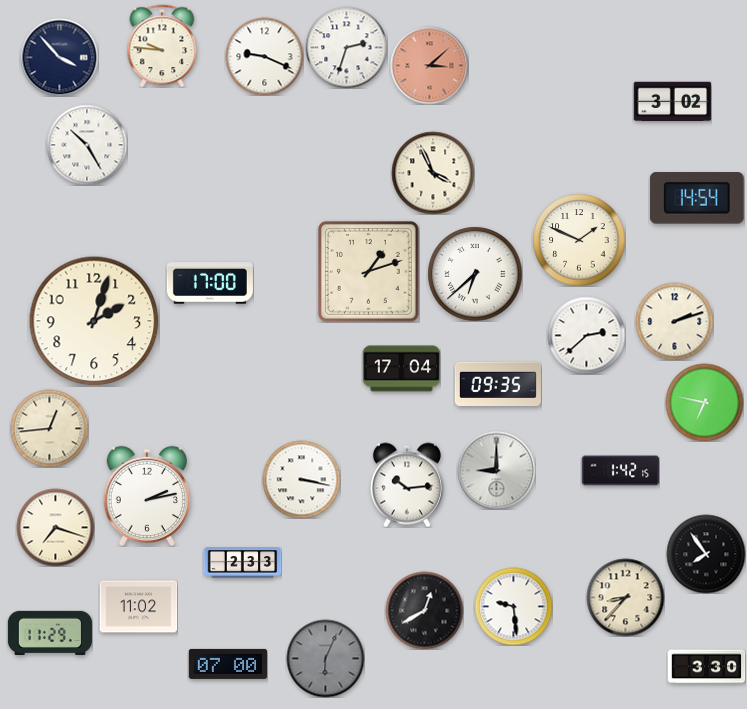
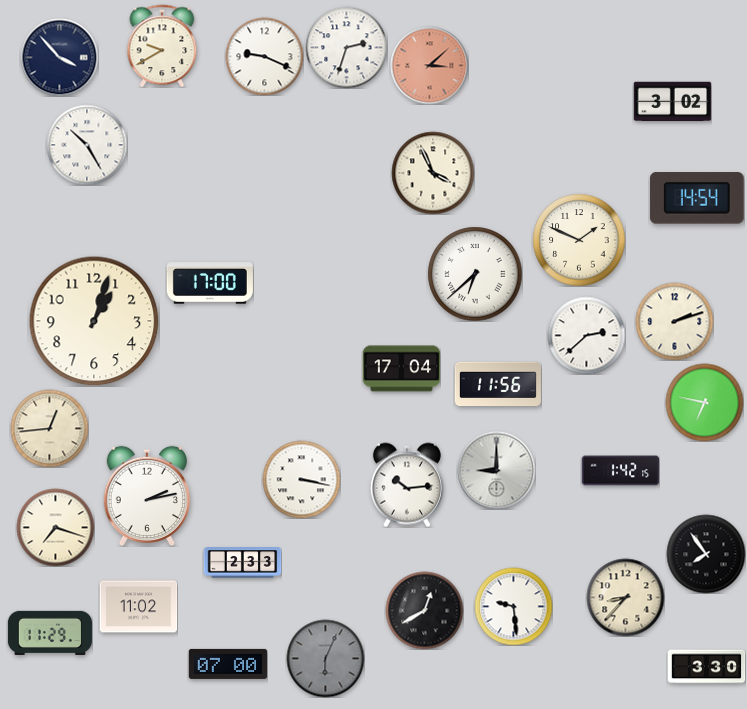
clock at (162, 46): 9:46 -> 9:40
clock at (368, 271): 1:12 -> none
clock at (94, 321): 2:03 -> 1:03
clock at (498, 383): 09:35 -> 11:56
